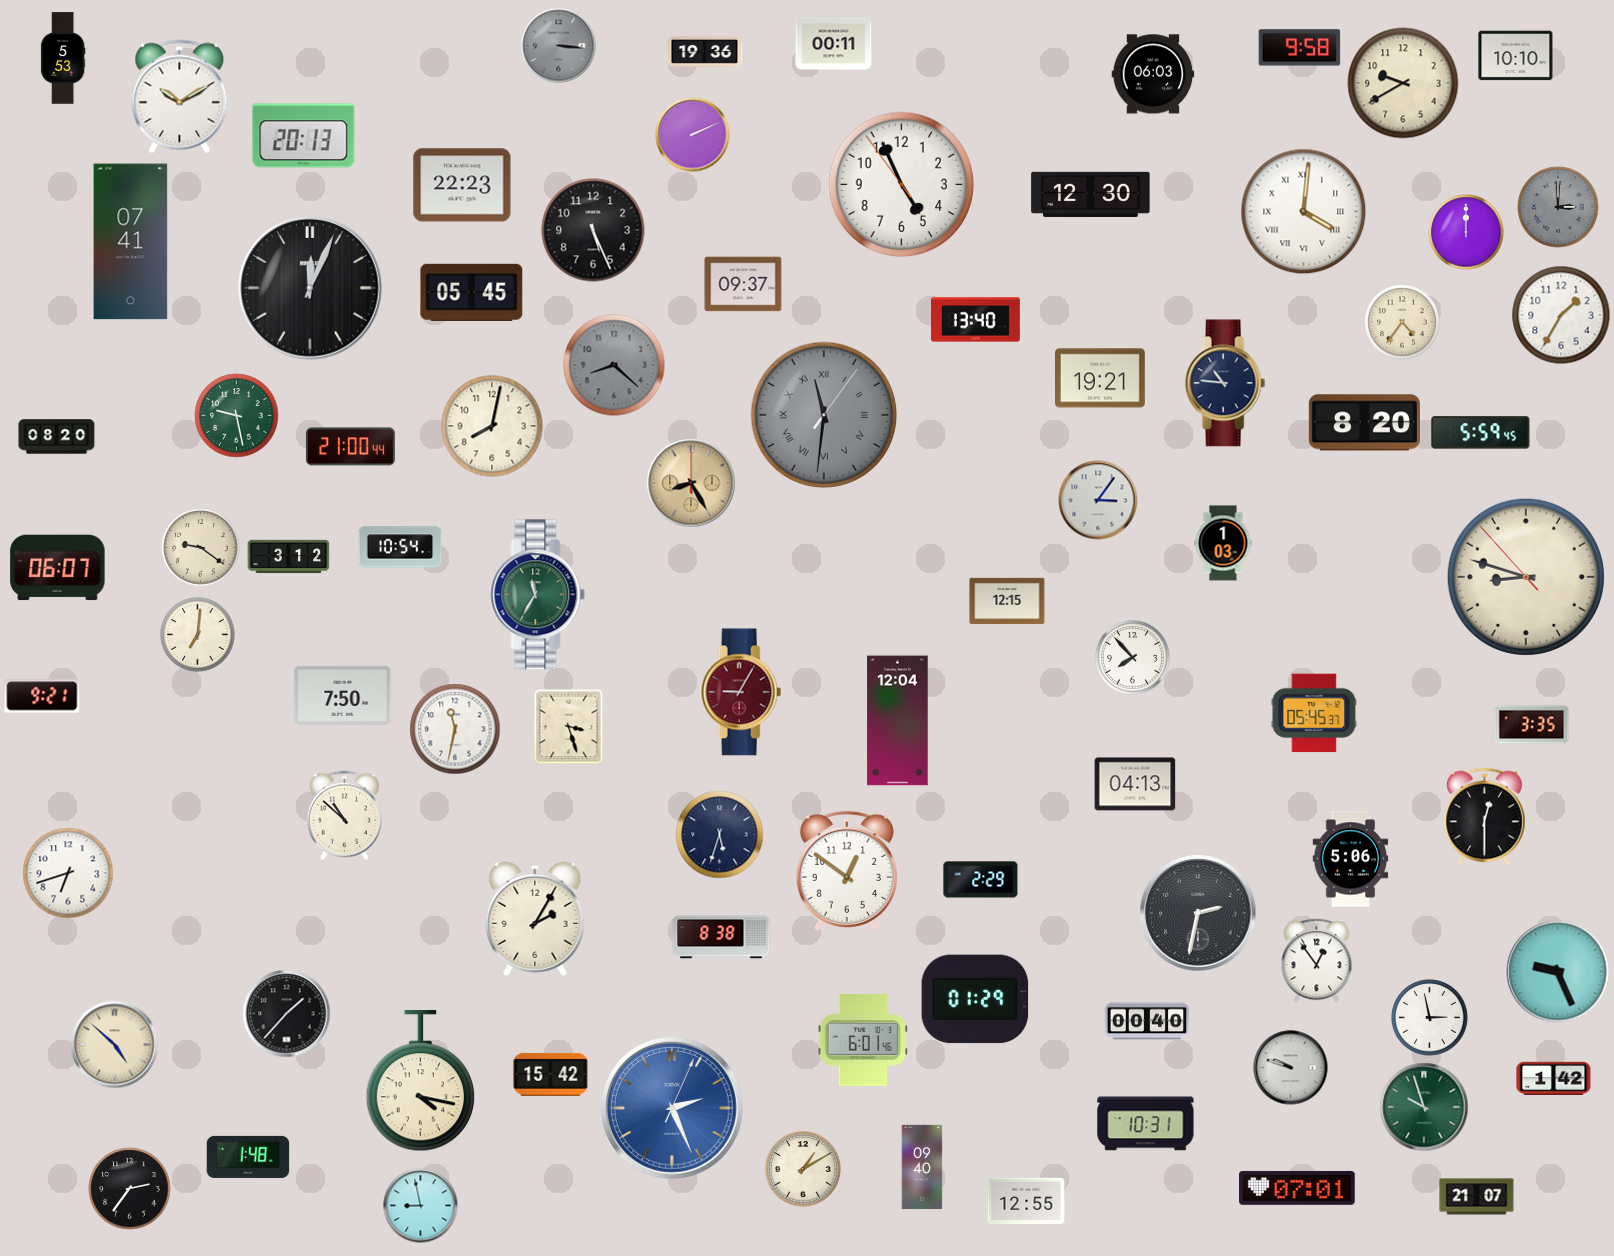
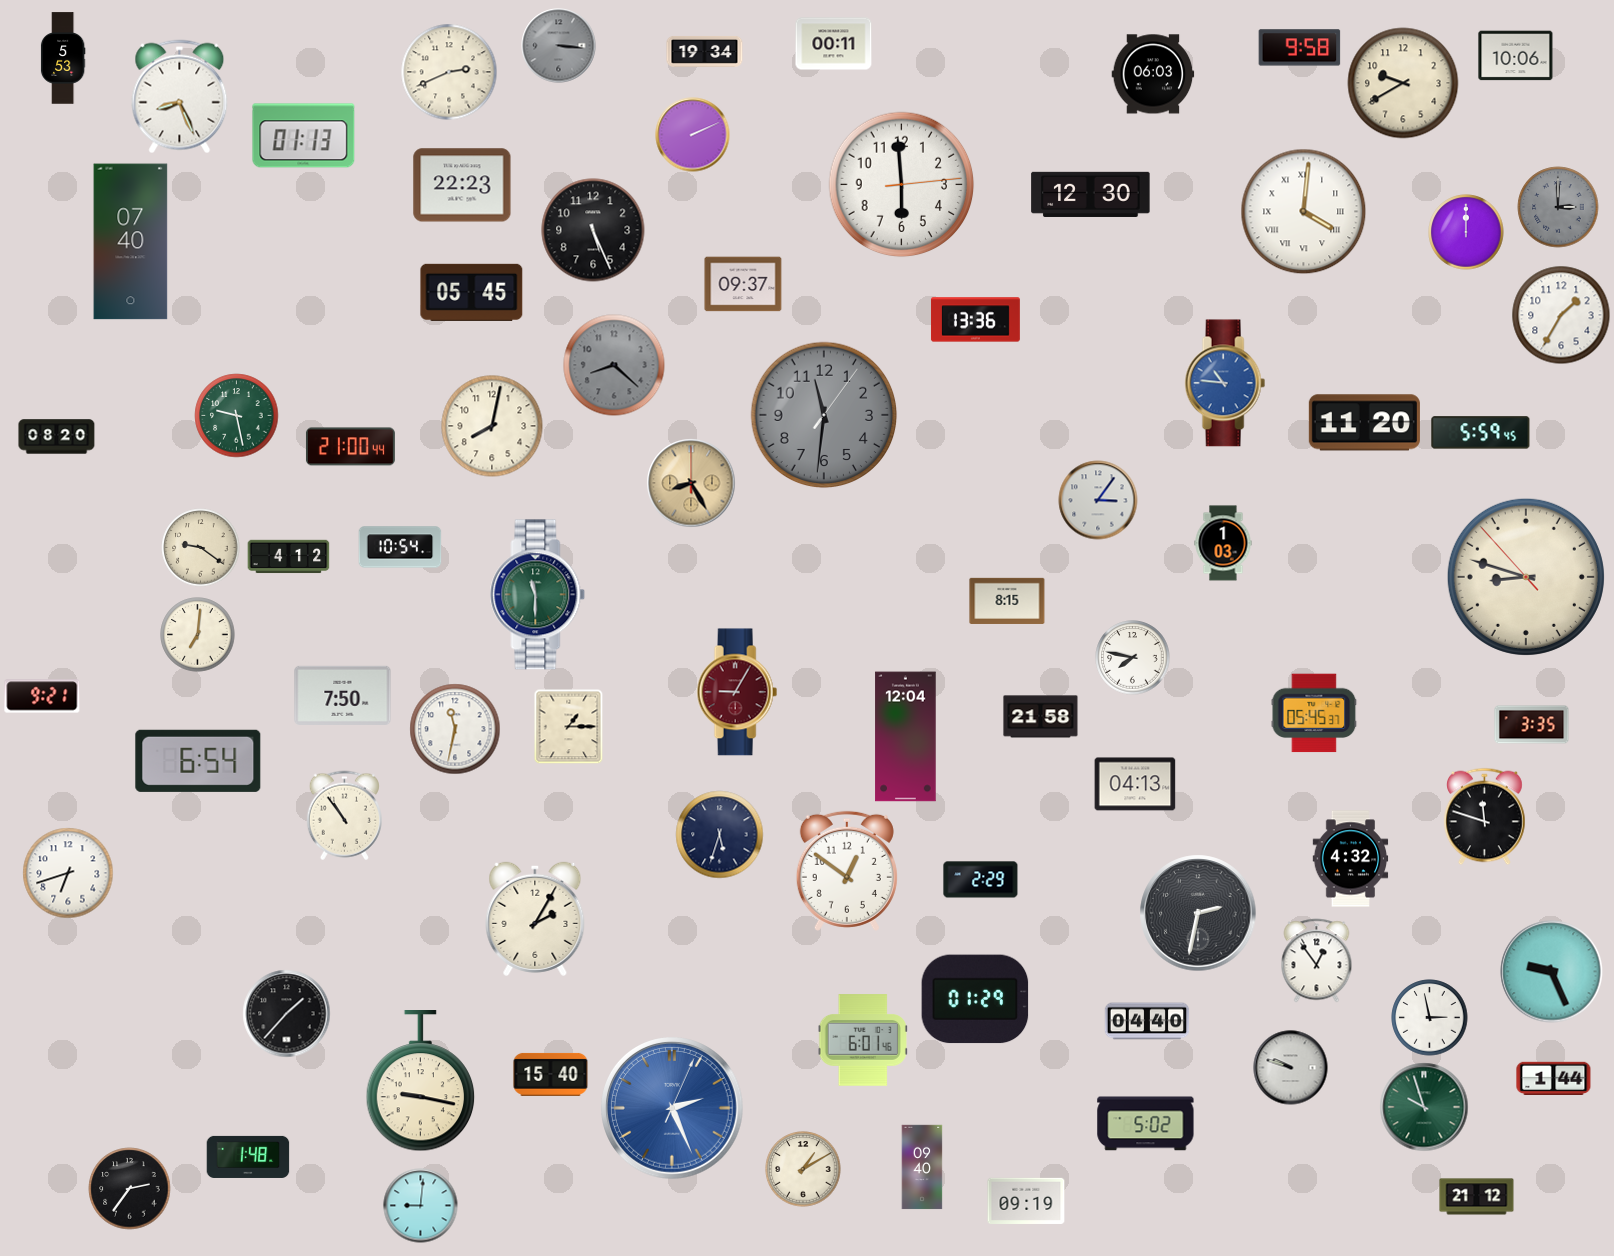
clock at (705, 51): 19:36 -> 19:34
clock at (1516, 56): 10:10 -> 10:06
clock at (449, 72): none -> 2:41
clock at (180, 97): 10:10 -> 8:26
clock at (304, 136): 20:13 -> 01:13
clock at (902, 185): 4:55 -> 5:59
clock at (131, 242): 07:41 -> 07:40
clock at (311, 289): 12:04 -> none
clock at (975, 320): 13:40 -> 13:36
clock at (1402, 322): 4:36 -> none
clock at (1101, 378): 19:21 -> none
clock at (1225, 383) dial: navy -> blue
clock at (824, 415) numerals: Roman -> Arabic
clock at (1364, 423): 8:20 -> 11:20
clock at (289, 557): 3:12 -> 4:12
clock at (58, 568): 06:07 -> none
clock at (538, 595): 11:35 -> 11:30
clock at (1007, 601): 12:15 -> 8:15
clock at (1133, 658): 7:53 -> 7:47
clock at (741, 692) position: (741, 692) -> (737, 692)
clock at (1041, 717): none -> 21:58
clock at (898, 721) position: (898, 721) -> (906, 737)
clock at (569, 727): 3:27 -> 1:15
clock at (198, 761): none -> 6:54
clock at (344, 816): 10:52 -> 10:54
clock at (1485, 817): 12:30 -> 11:48
clock at (1351, 859): 5:06 -> 4:32
clock at (721, 937): 8:38 -> none
clock at (1558, 972) position: (1558, 972) -> (1552, 972)
clock at (1147, 1021): 00:40 -> 04:40
clock at (115, 1045): 4:52 -> none
clock at (551, 1074): 15:42 -> 15:40
clock at (1554, 1078): 1:42 -> 1:44
clock at (421, 1082): 4:17 -> 9:17
clock at (1146, 1124): 10:31 -> 5:02
clock at (1298, 1188): 07:01 -> none
clock at (1477, 1197): 21:07 -> 21:12
clock at (1026, 1200): 12:55 -> 09:19
clock at (421, 1206): 8:58 -> 9:01
